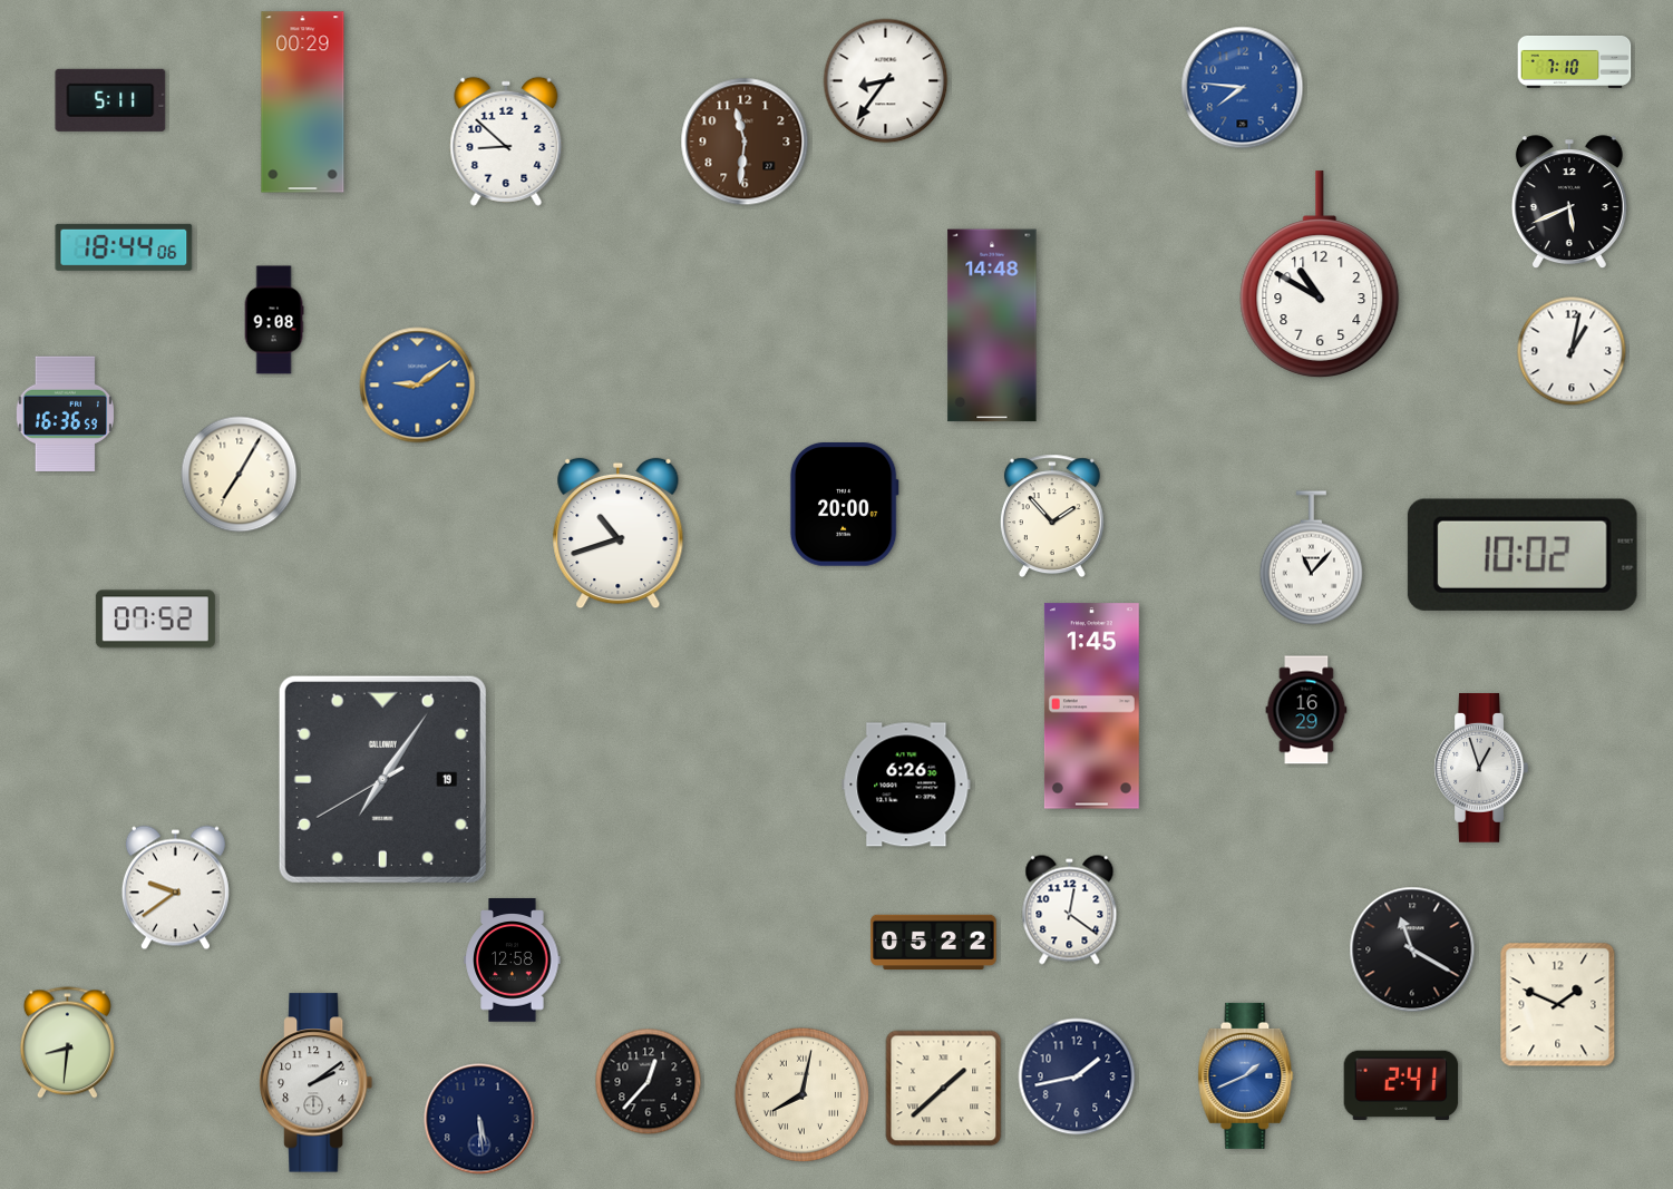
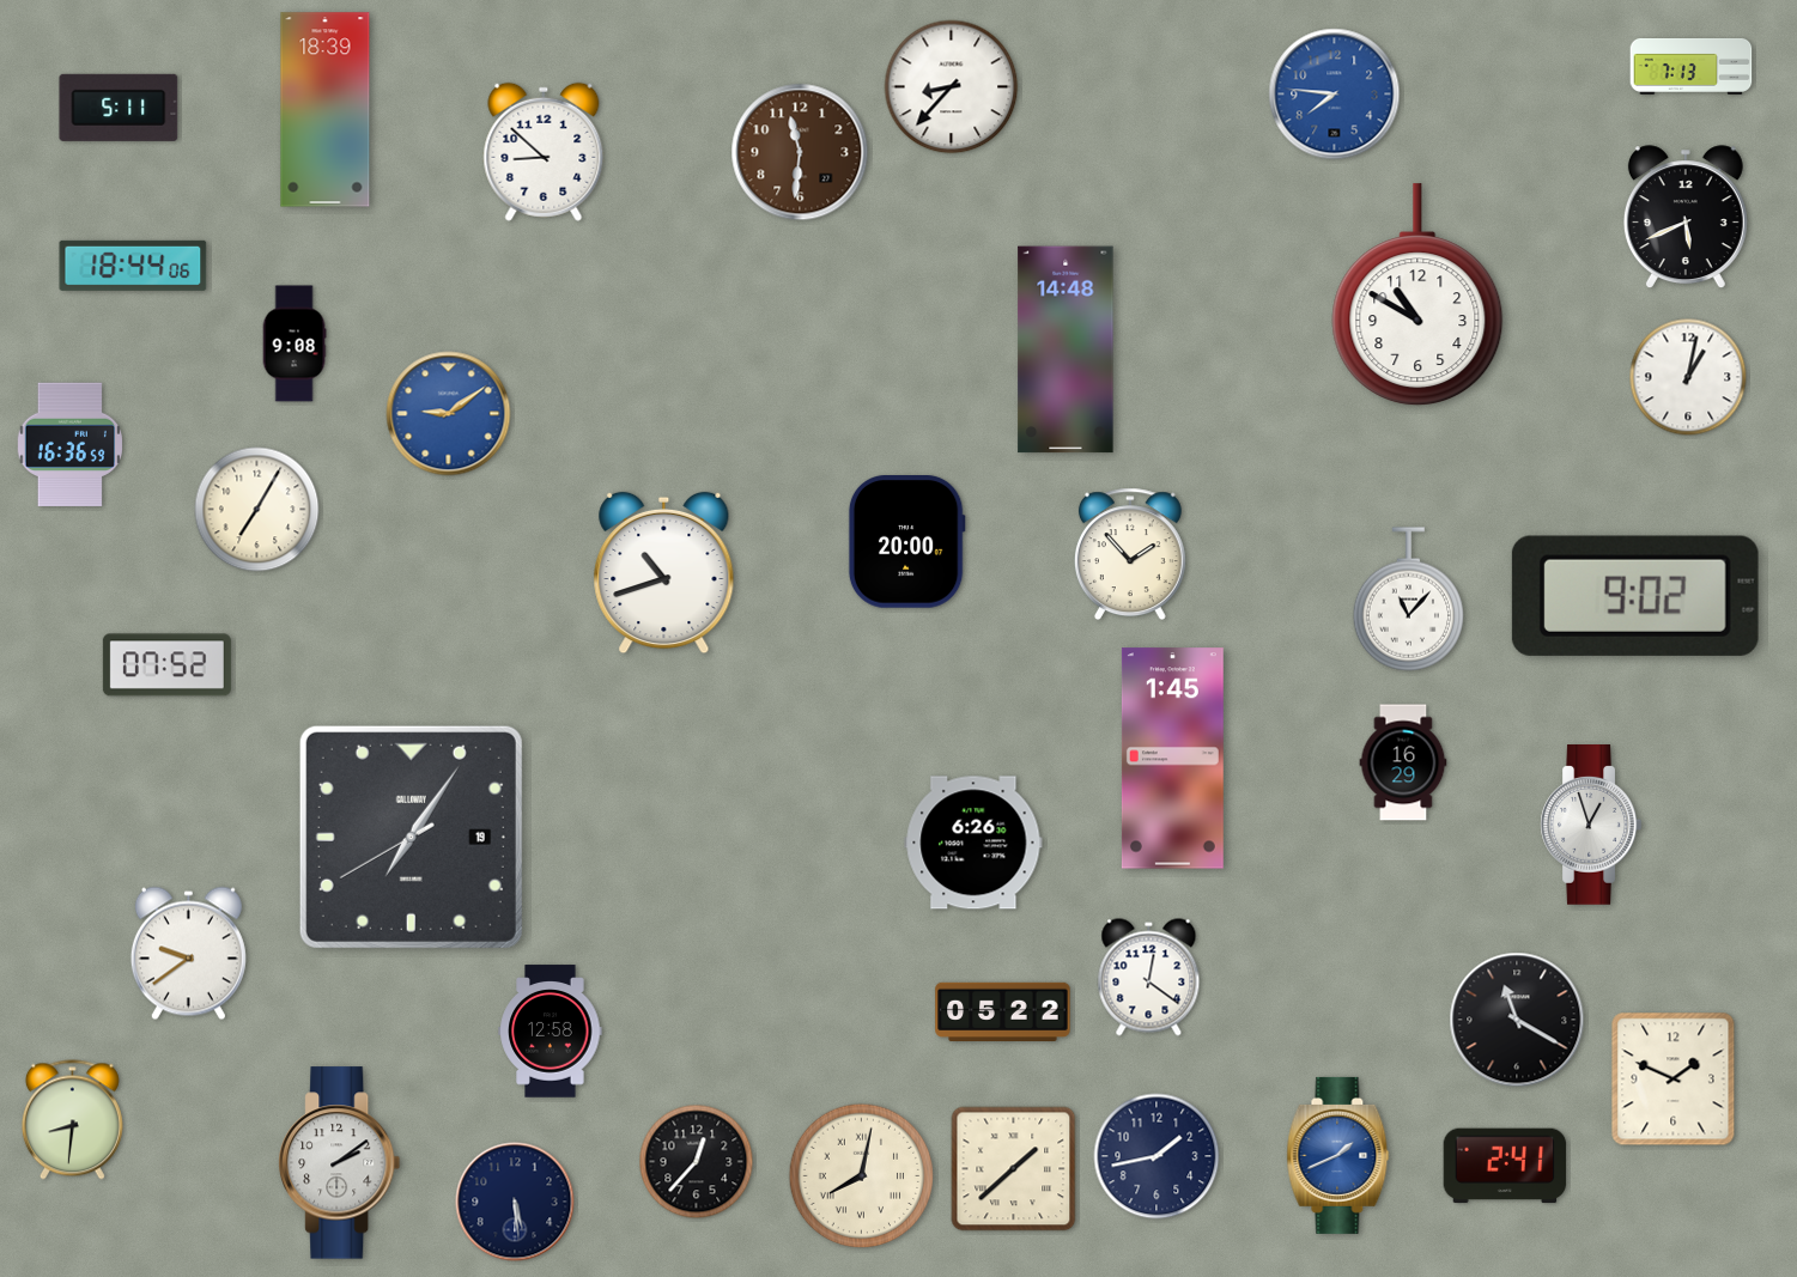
clock at (1575, 61): 7:10 -> 7:13
clock at (886, 81): 8:36 -> 8:37
clock at (303, 103): 00:29 -> 18:39
clock at (1523, 555): 10:02 -> 9:02
